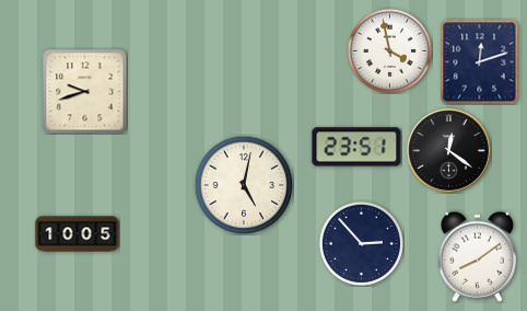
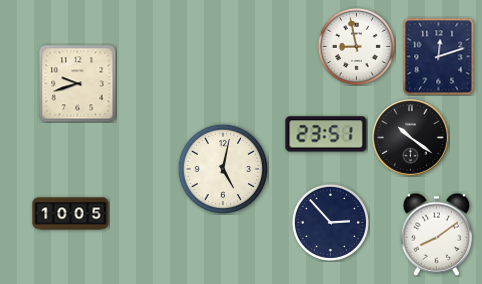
clock at (389, 50): 3:58 -> 8:58
clock at (449, 151): 12:21 -> 10:21
